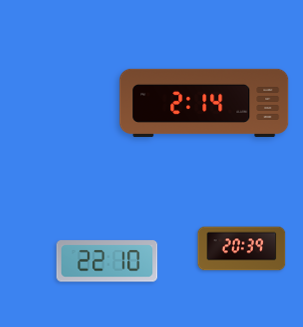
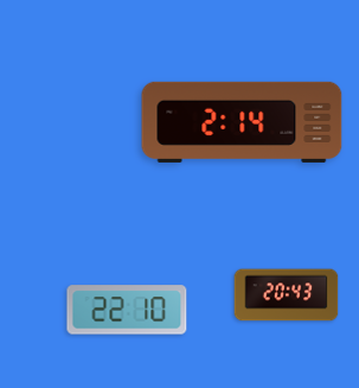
clock at (242, 249): 20:39 -> 20:43
